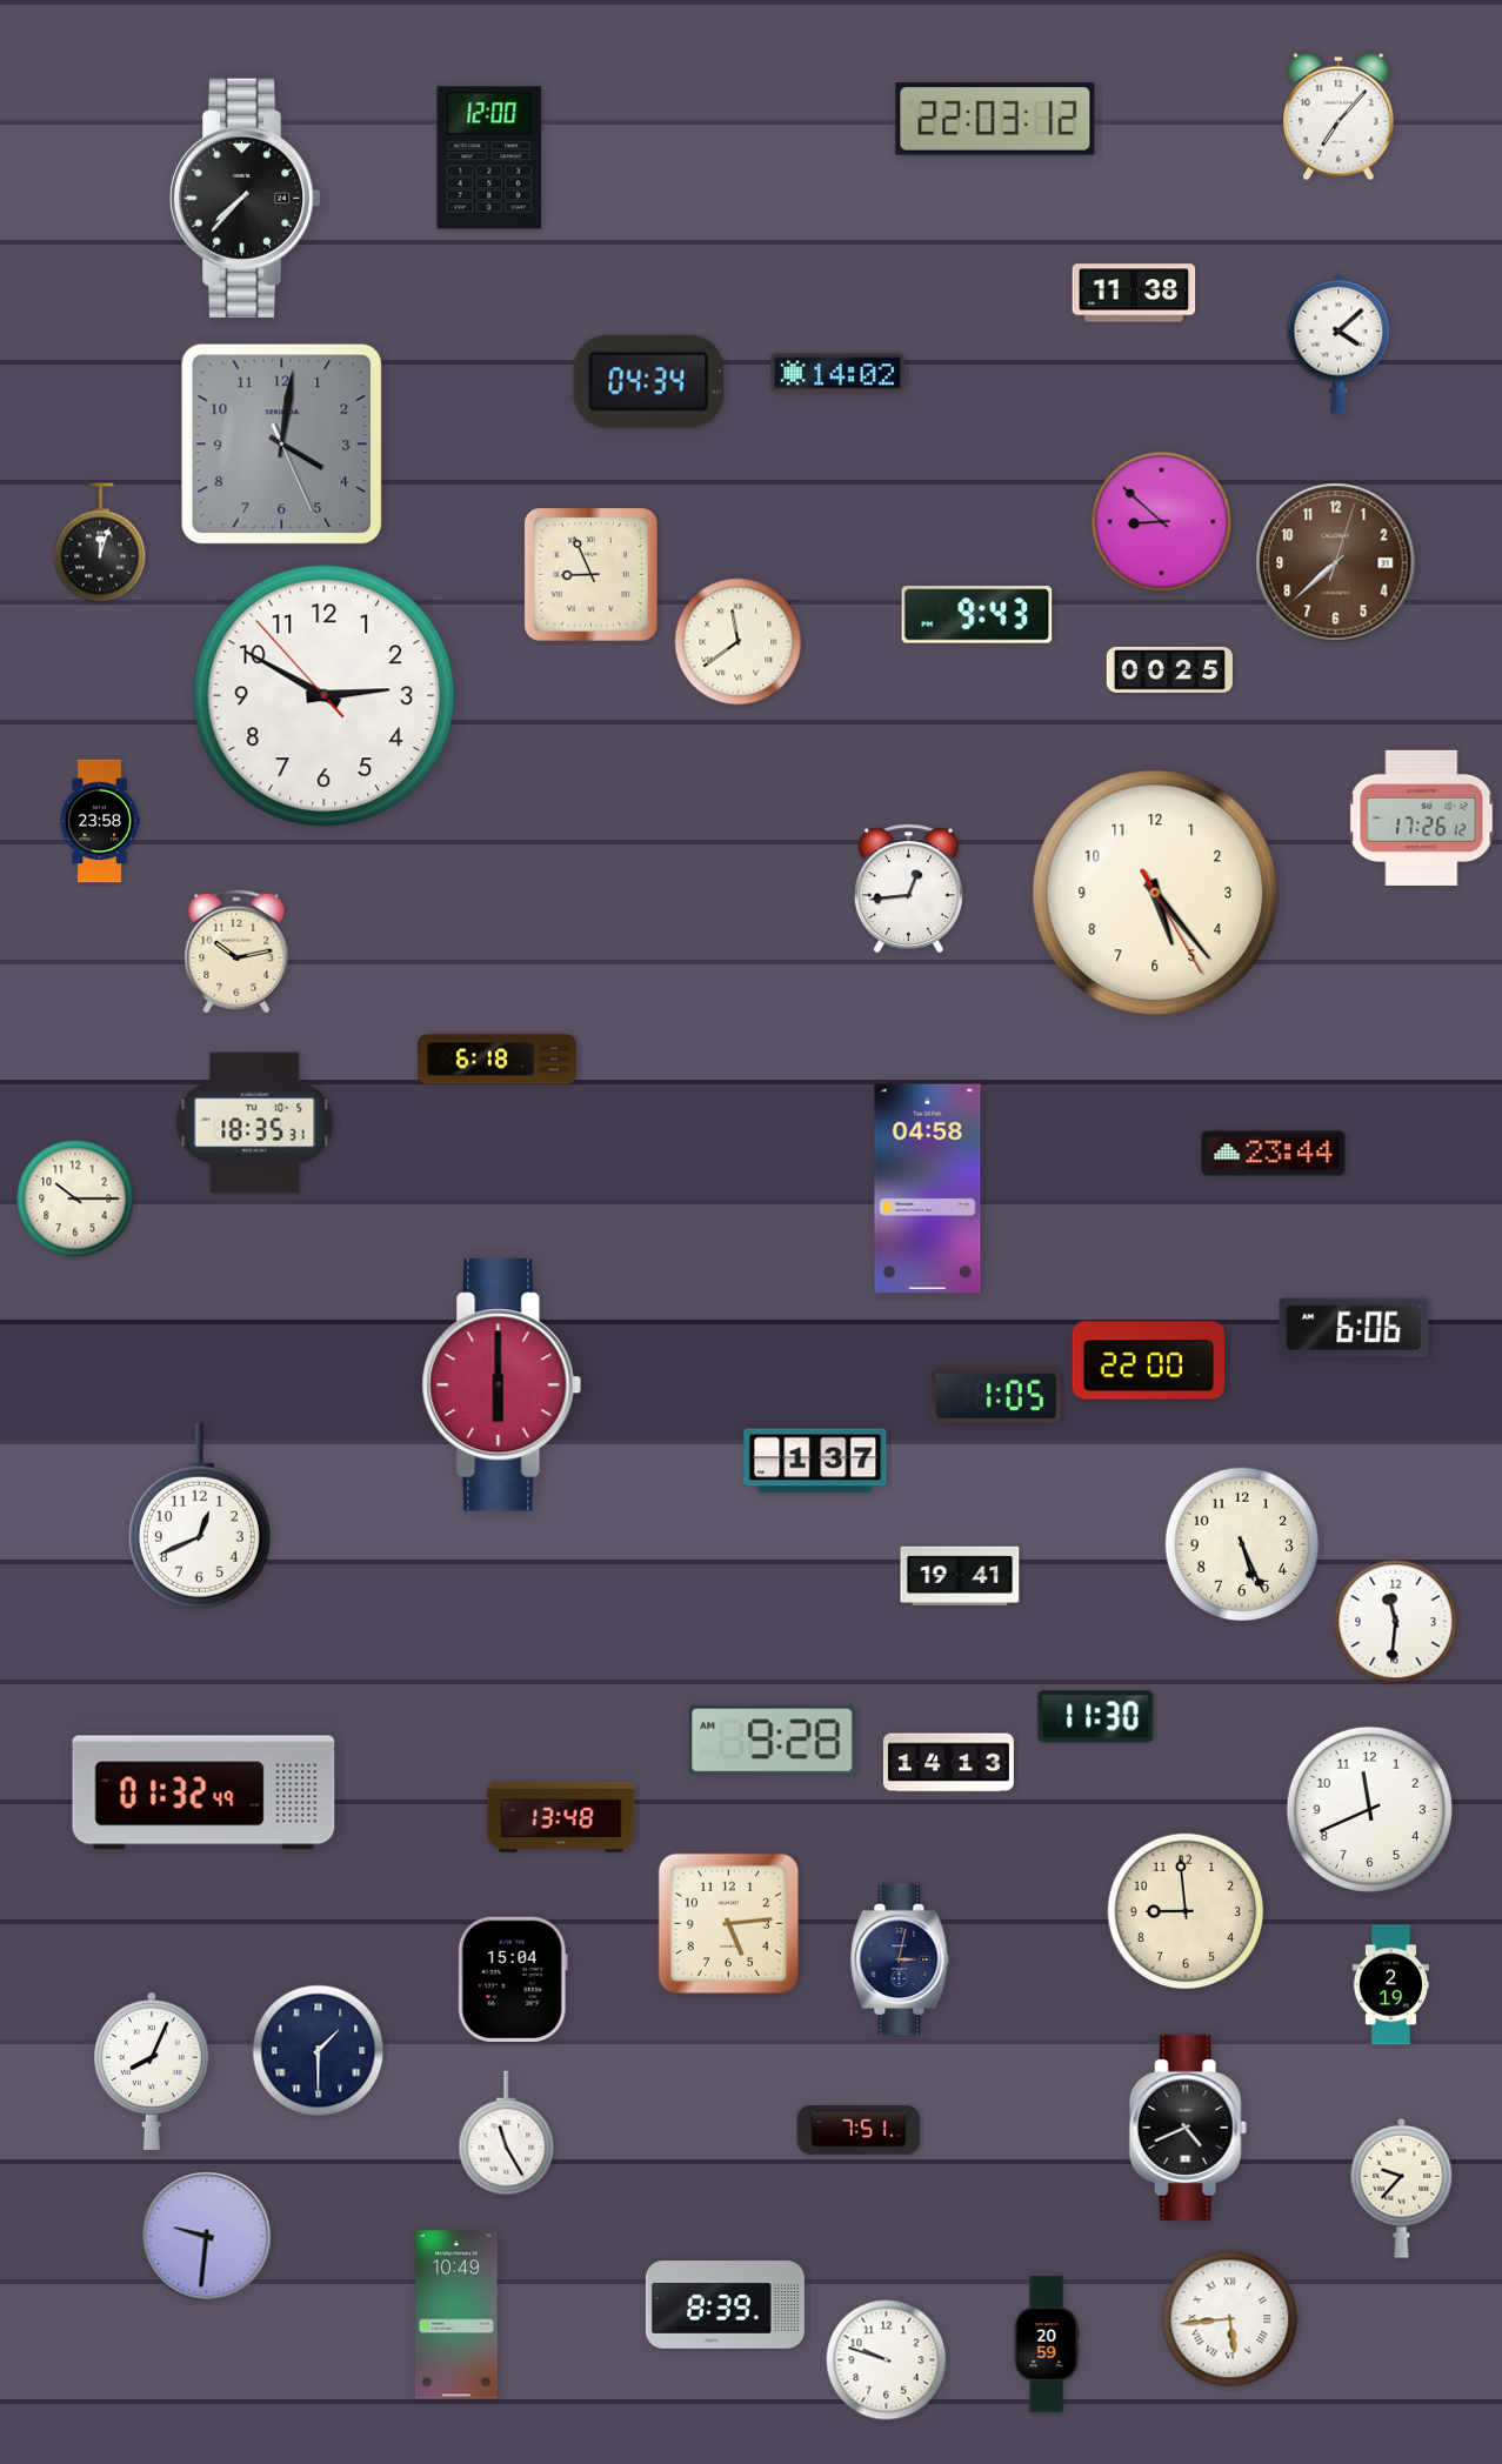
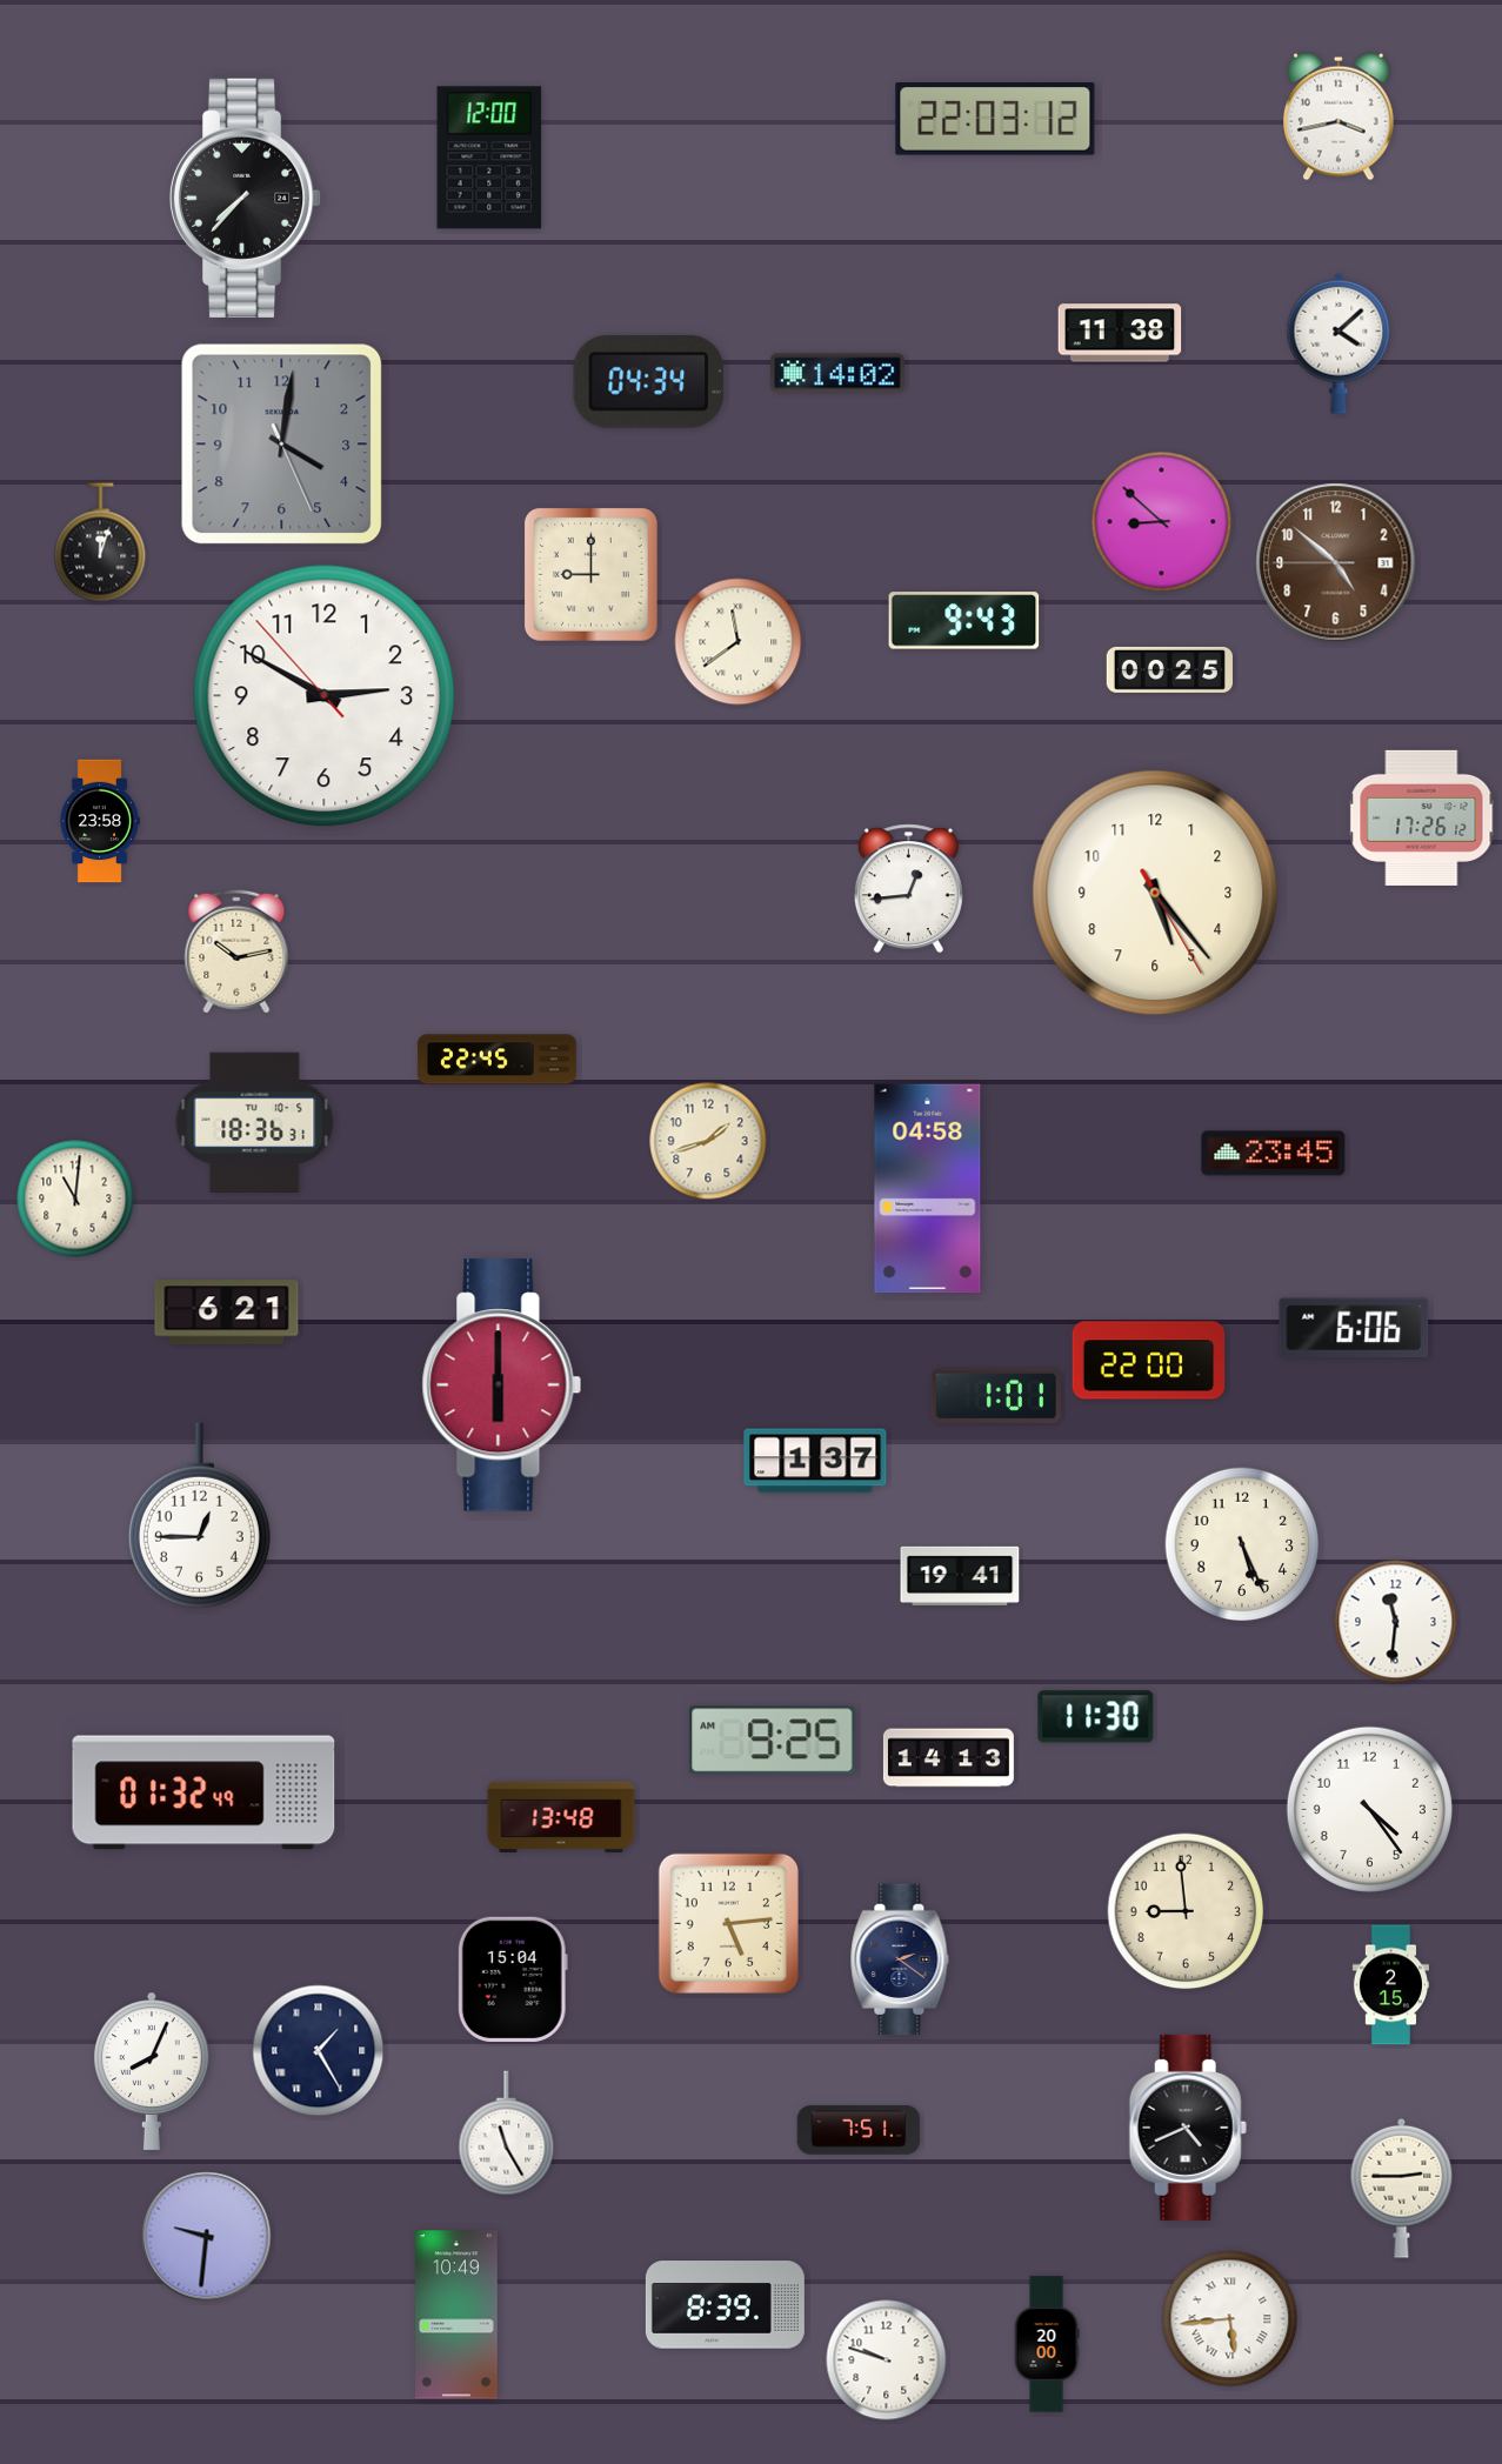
clock at (1340, 116): 7:07 -> 3:43
clock at (1134, 293) position: (1134, 293) -> (1120, 333)
clock at (1336, 563): 7:38 -> 4:51
clock at (590, 574): 8:56 -> 9:00
clock at (977, 615) position: (977, 615) -> (964, 621)
clock at (496, 1060): 6:18 -> 22:45
clock at (255, 1122): 18:35 -> 18:36
clock at (708, 1141): none -> 1:42
clock at (1274, 1154): 23:44 -> 23:45
clock at (75, 1198): 10:15 -> 11:01
clock at (227, 1313): none -> 6:21
clock at (996, 1396): 1:05 -> 1:01
clock at (199, 1516): 12:41 -> 12:45
clock at (773, 1741): 9:28 -> 9:25
clock at (948, 1763) position: (948, 1763) -> (948, 1758)
clock at (1369, 1809): 11:41 -> 4:24
clock at (900, 1959): 3:02 -> 2:21
clock at (1390, 1985): 2:19 -> 2:15
clock at (319, 2051): 1:30 -> 1:25
clock at (1402, 2188): 9:37 -> 2:45
clock at (1047, 2344): 20:59 -> 20:00
